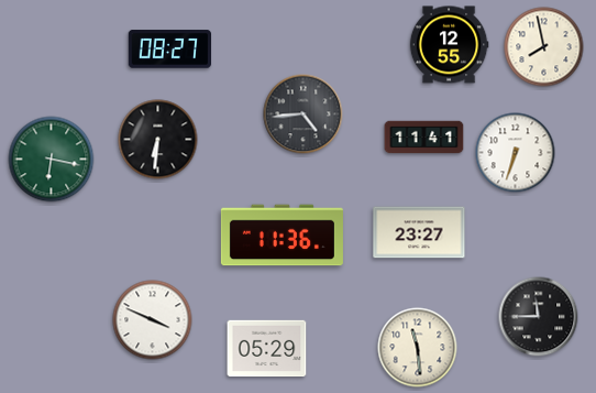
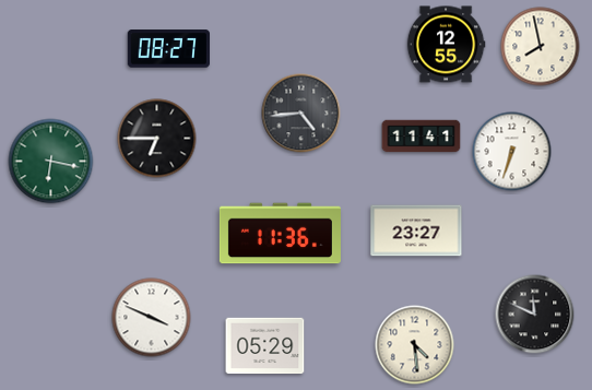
clock at (158, 140): 6:31 -> 6:45
clock at (52, 160) position: (52, 160) -> (51, 162)
clock at (539, 317): 11:45 -> 11:49
clock at (418, 348): 11:29 -> 4:29
